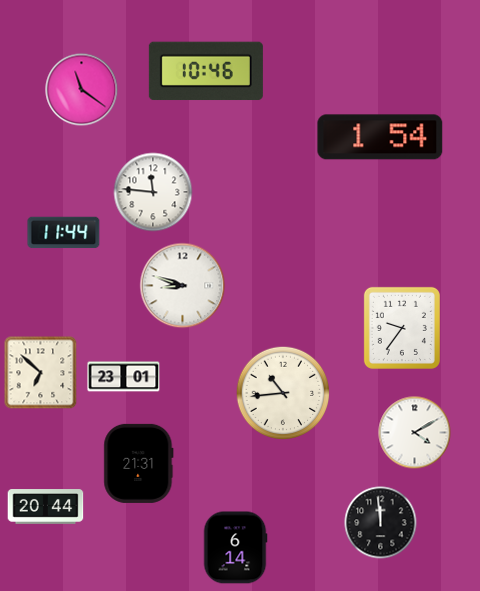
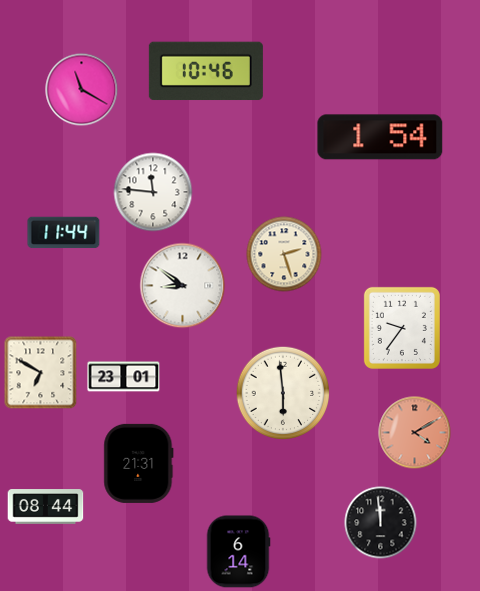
clock at (82, 90): 11:21 -> 11:20
clock at (284, 254): none -> 2:27
clock at (183, 286): 8:48 -> 8:51
clock at (41, 373): 6:52 -> 6:50
clock at (283, 393): 10:44 -> 5:59
clock at (415, 433) dial: white -> salmon
clock at (46, 507): 20:44 -> 08:44
clock at (235, 548) position: (235, 548) -> (238, 552)
